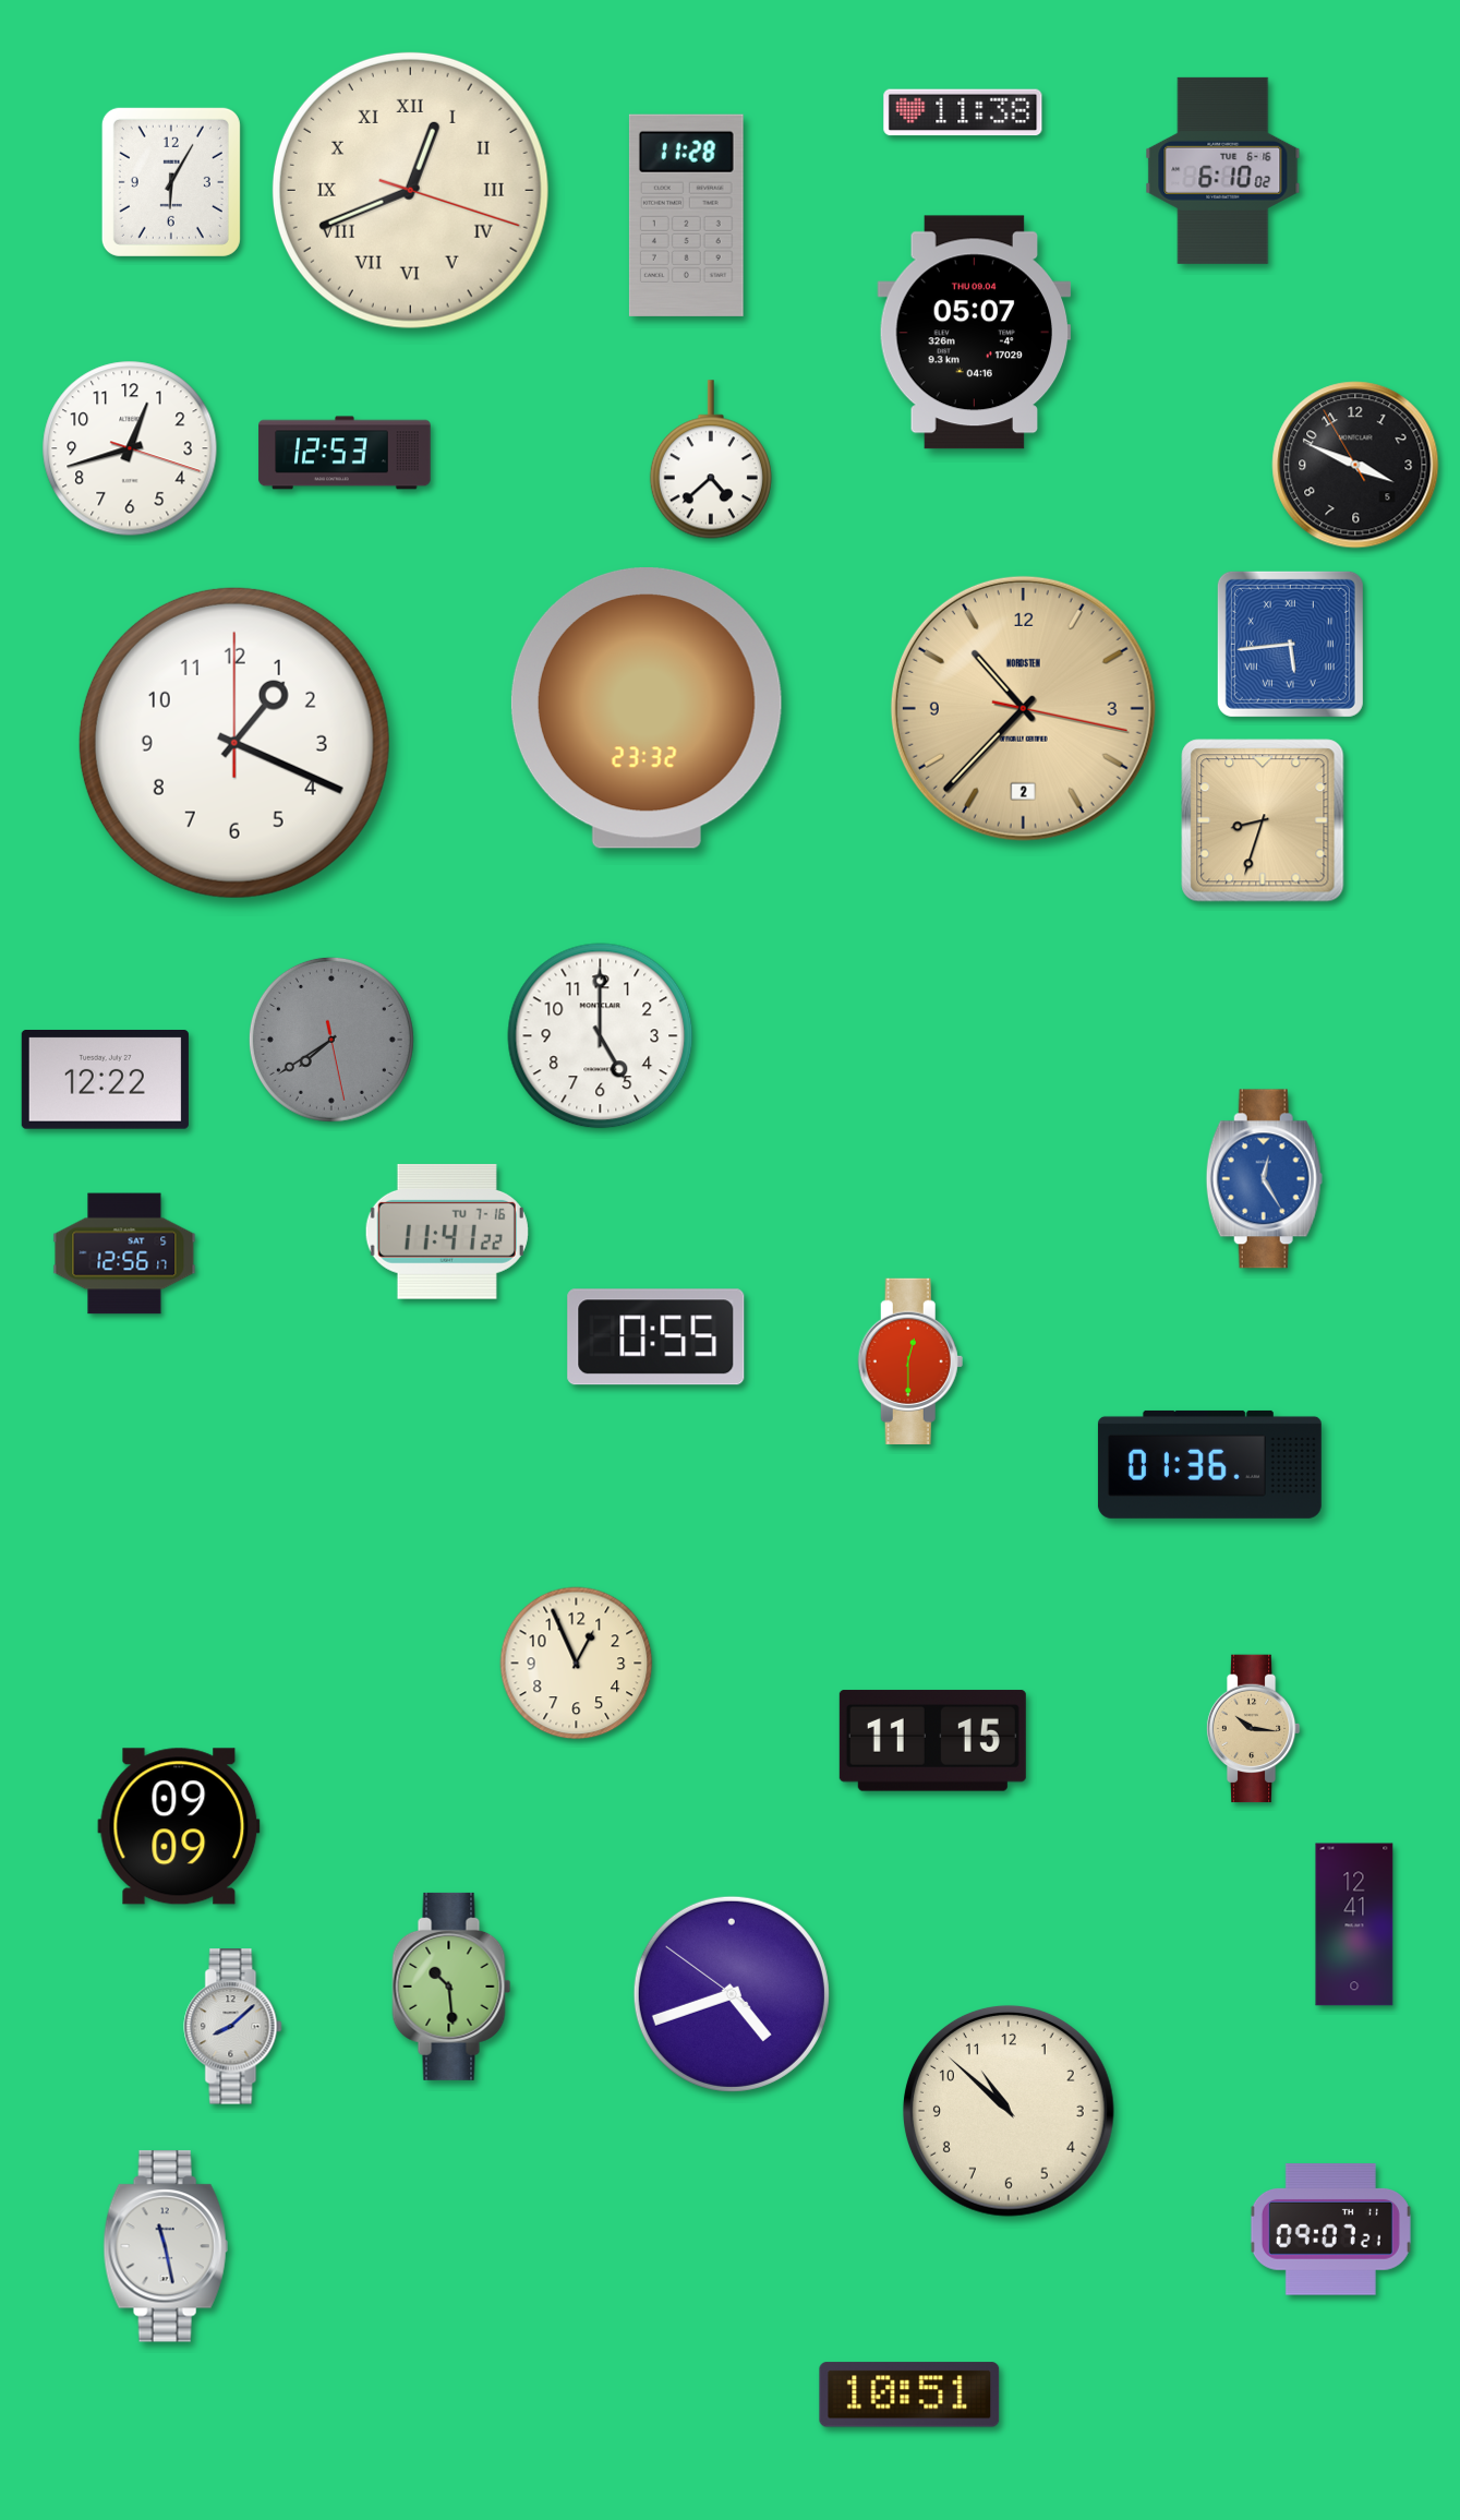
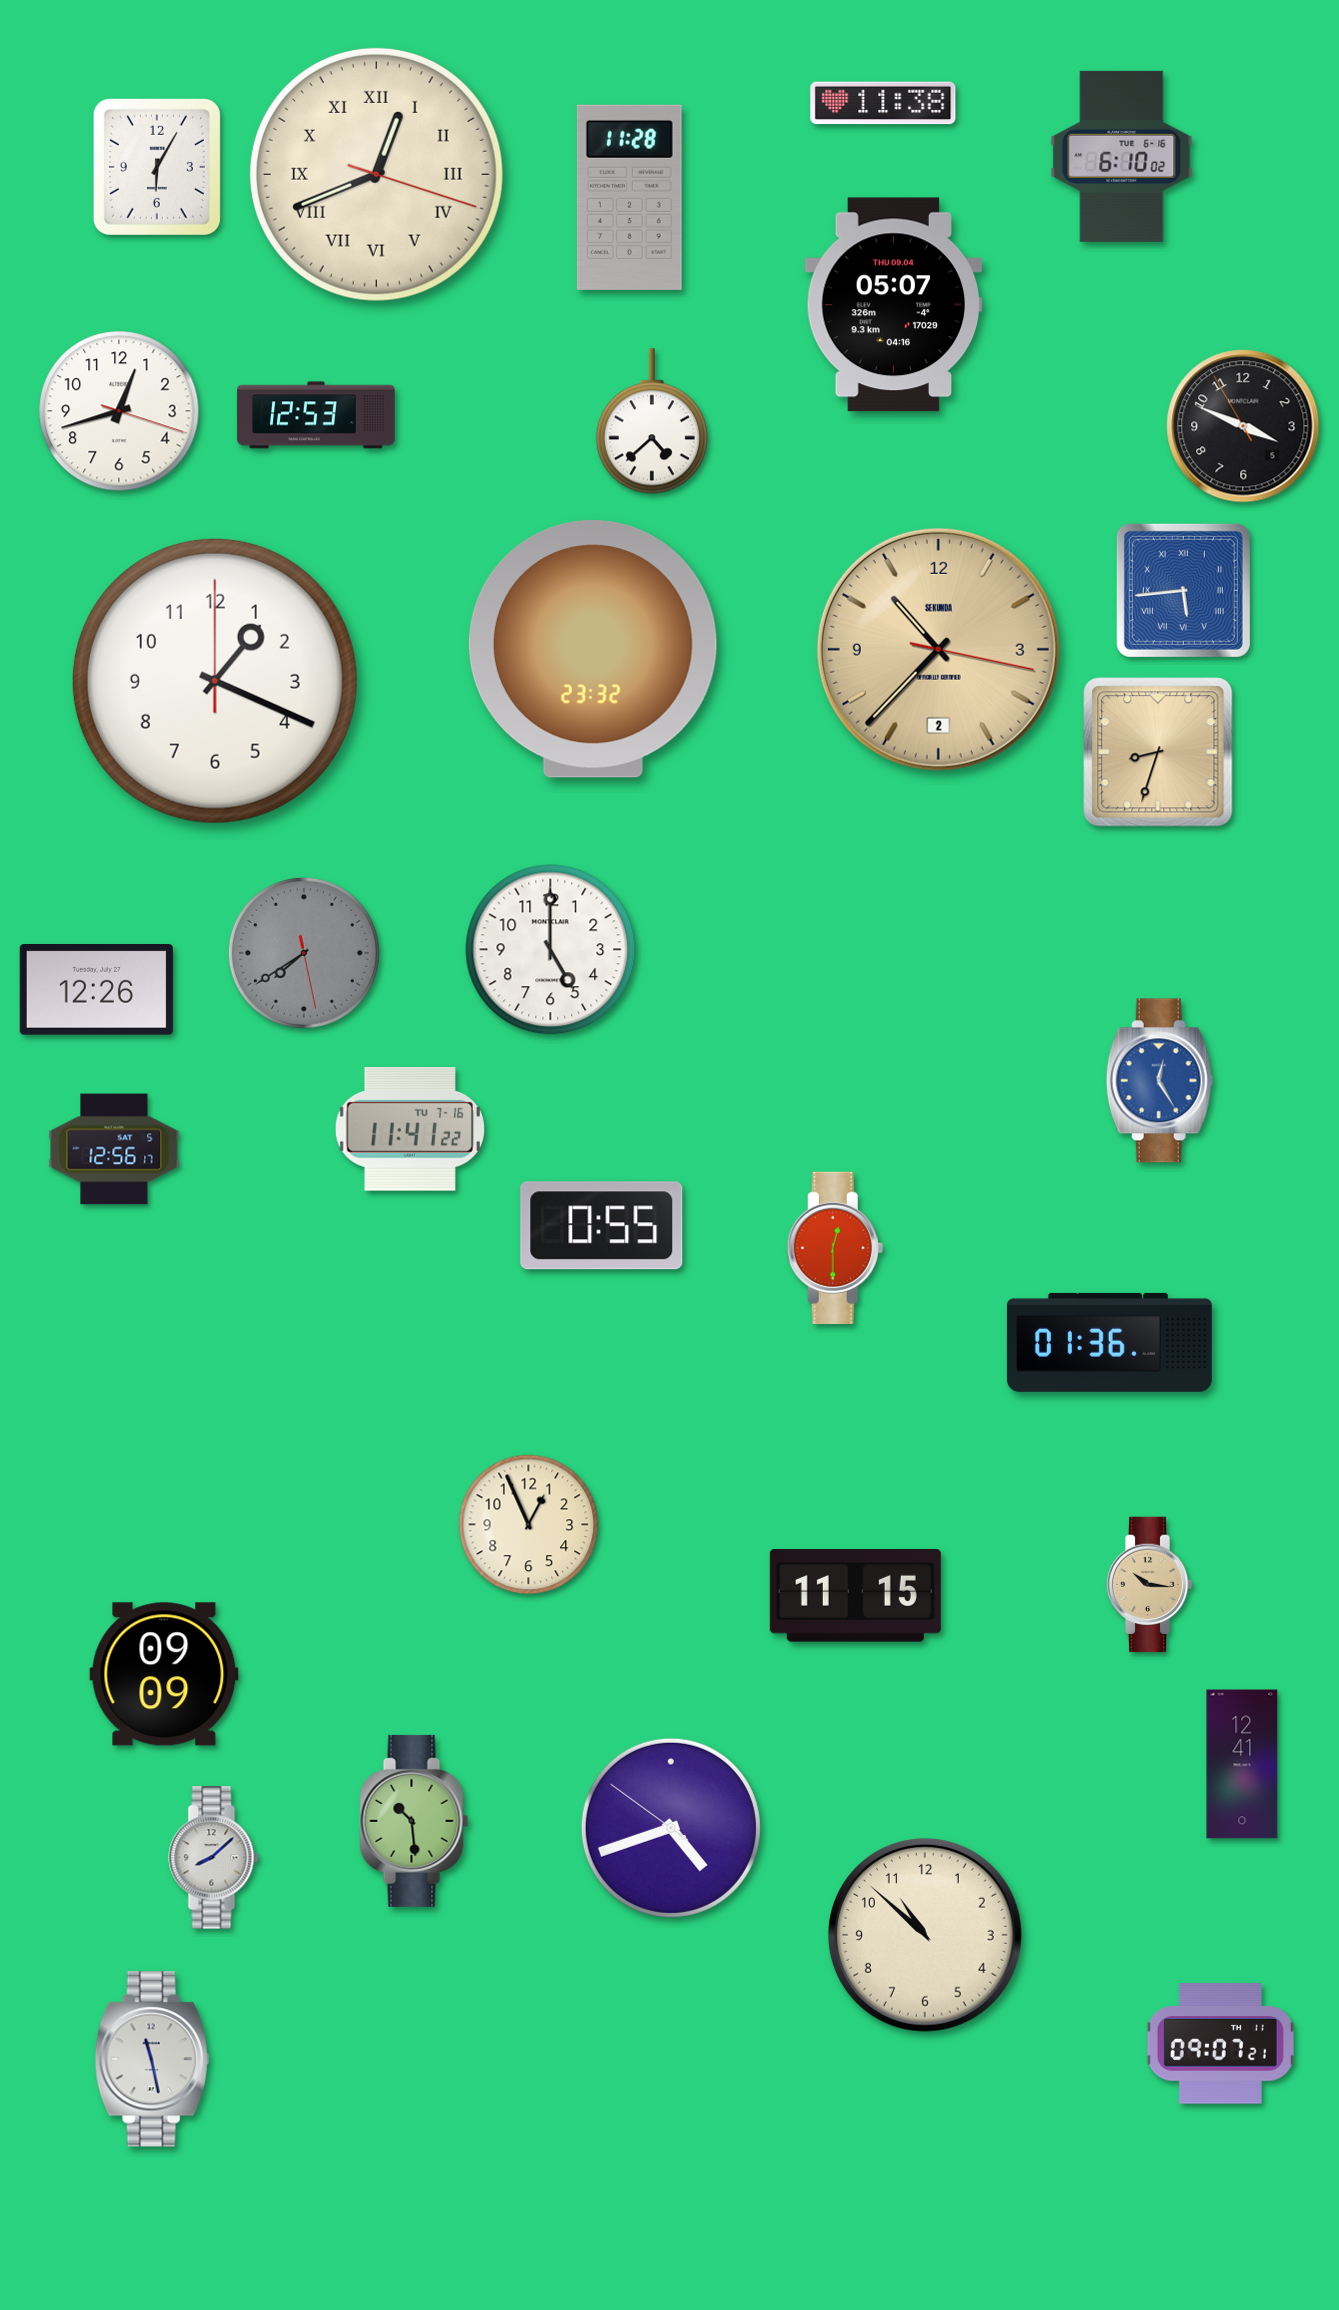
clock at (1023, 708) brand: NORDSTEN -> SEKUNDA
clock at (105, 1080): 12:22 -> 12:26
clock at (909, 2395): 10:51 -> none
